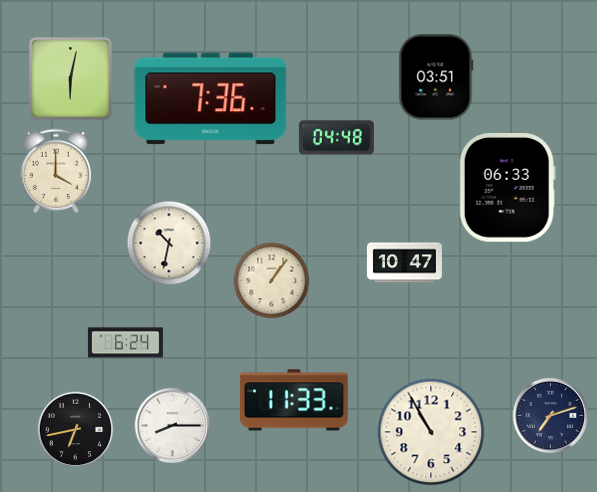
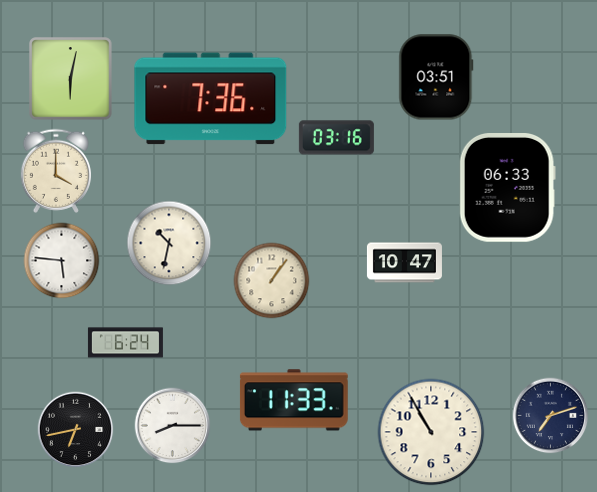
clock at (336, 138): 04:48 -> 03:16
clock at (62, 261): none -> 5:46
